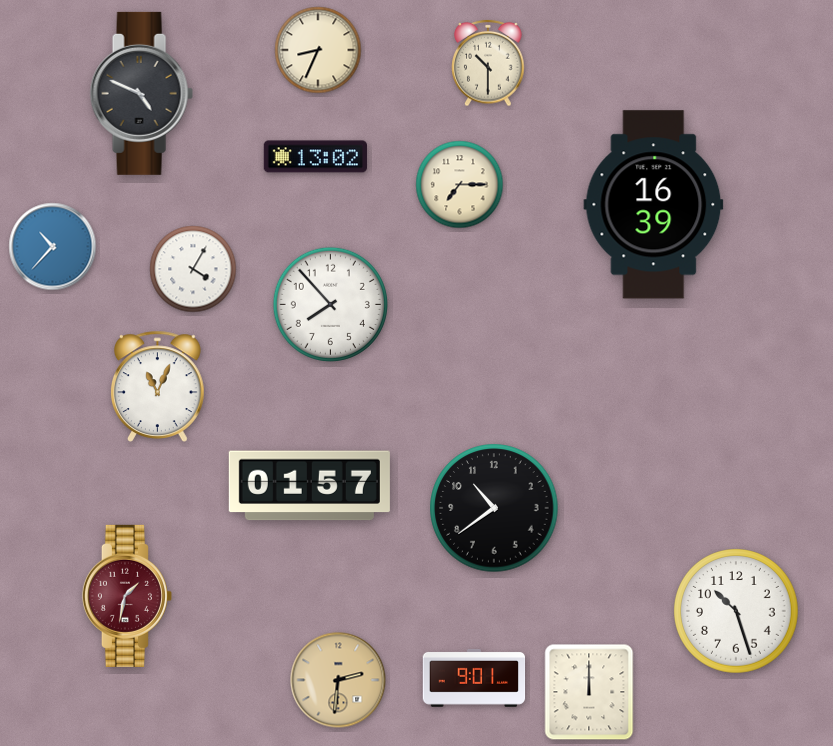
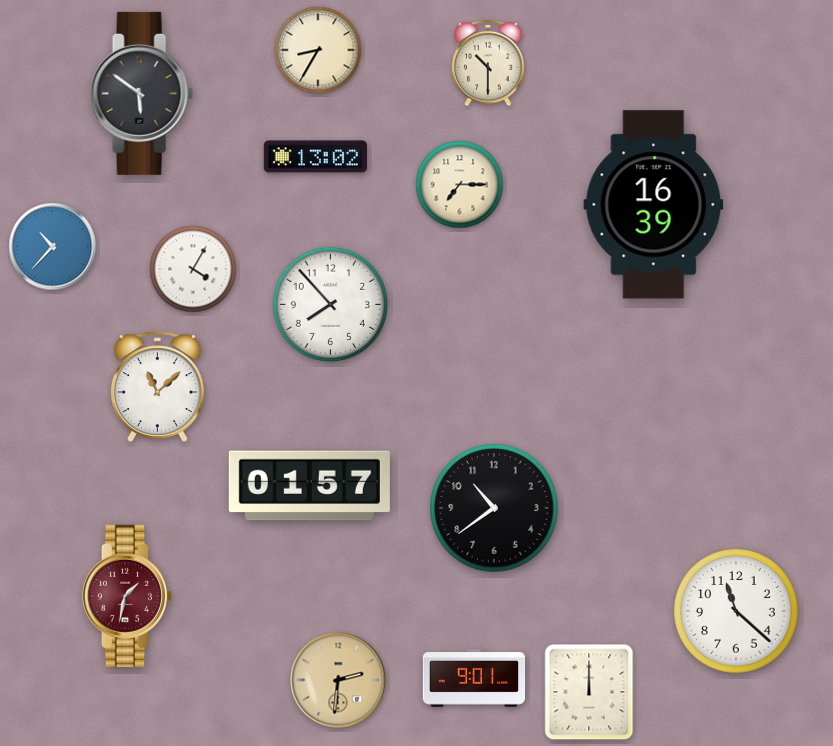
clock at (318, 50): 8:34 -> 8:35
clock at (141, 93): 4:49 -> 5:51
clock at (158, 386): 11:04 -> 11:08
clock at (737, 612): 10:27 -> 11:22
